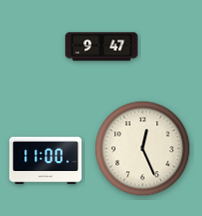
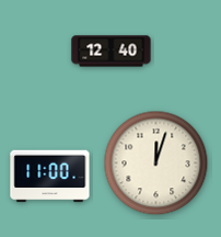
clock at (102, 47): 9:47 -> 12:40
clock at (143, 149): 12:26 -> 12:03
